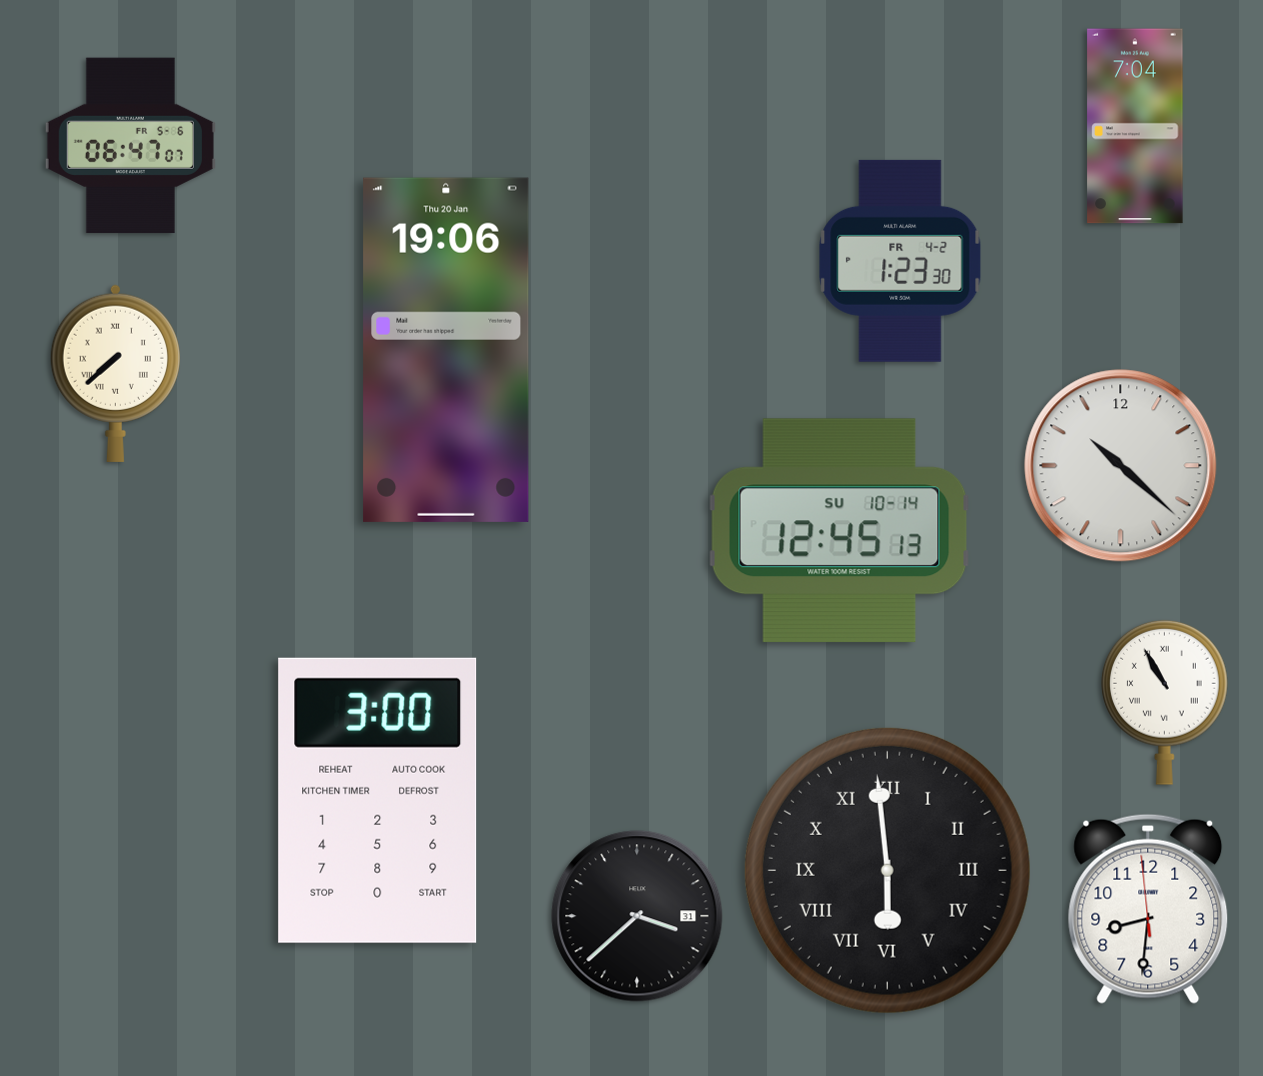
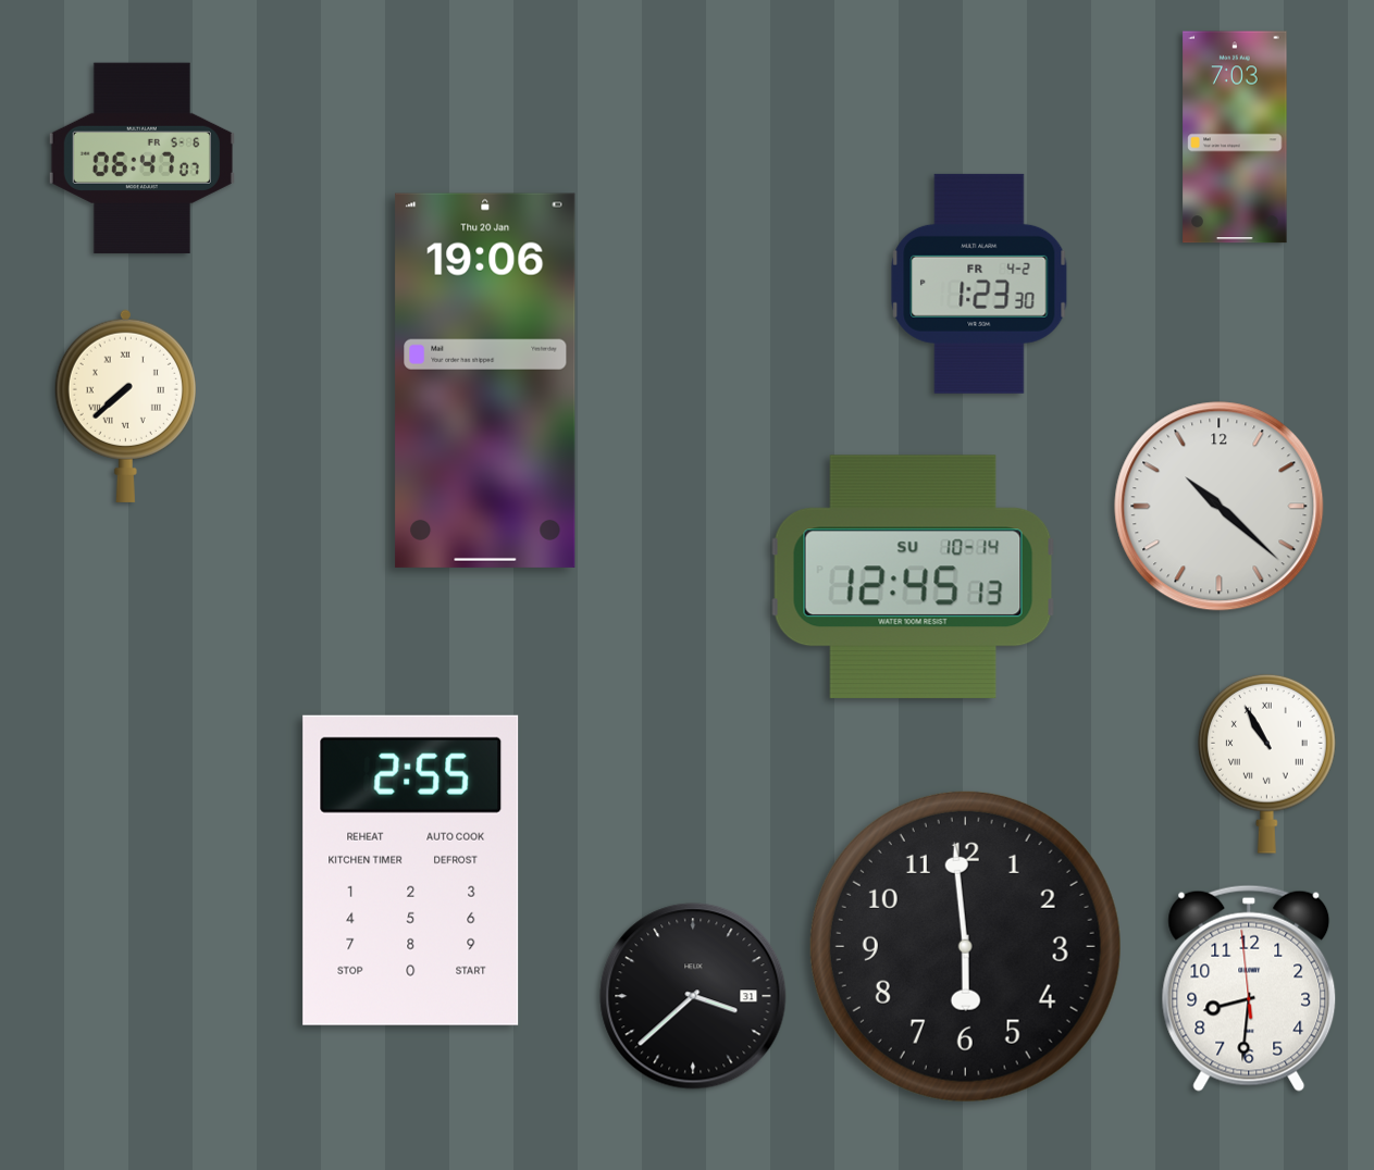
clock at (1135, 126): 7:04 -> 7:03
clock at (378, 800): 3:00 -> 2:55
clock at (887, 870) numerals: Roman -> Arabic
